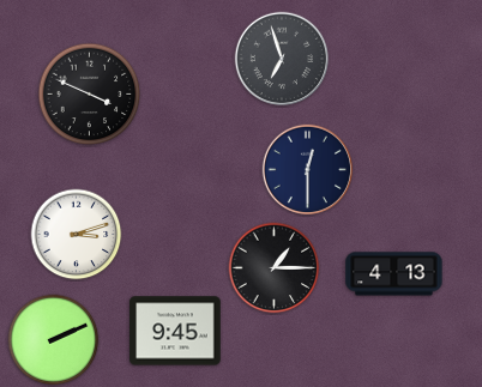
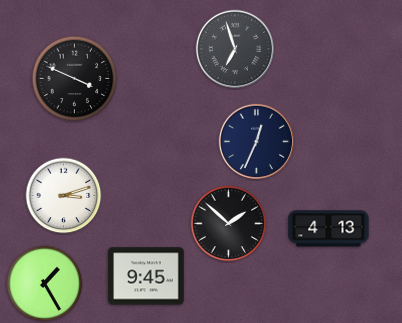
clock at (307, 169): 12:30 -> 12:34
clock at (275, 268): 1:15 -> 1:52
clock at (54, 340): 2:11 -> 1:25
